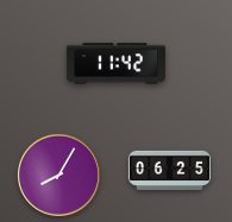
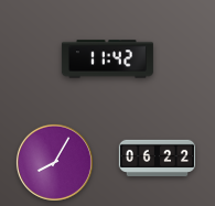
clock at (169, 170): 06:25 -> 06:22
